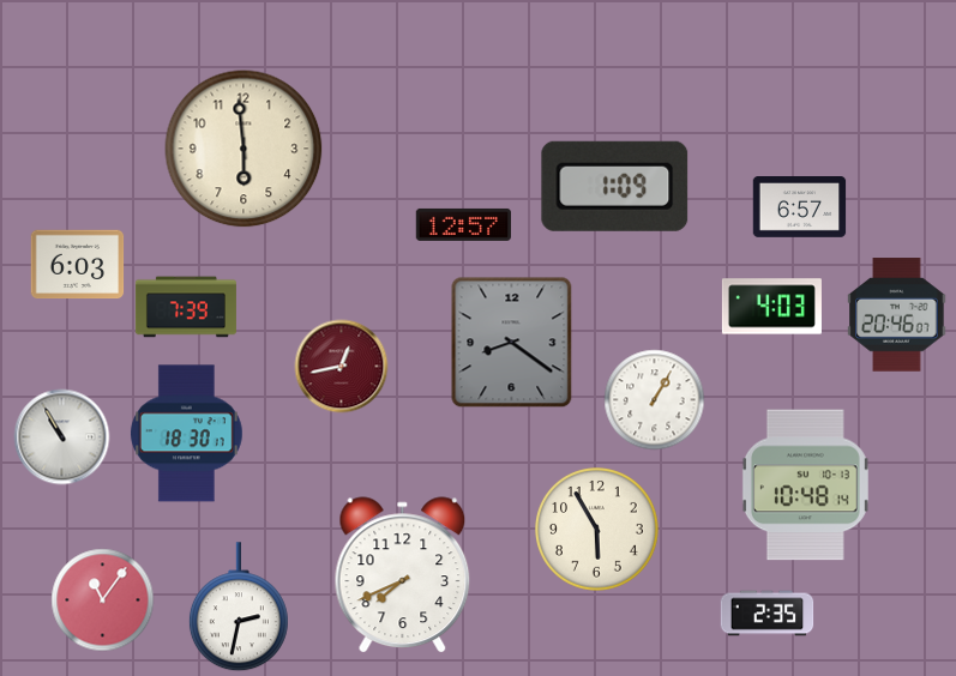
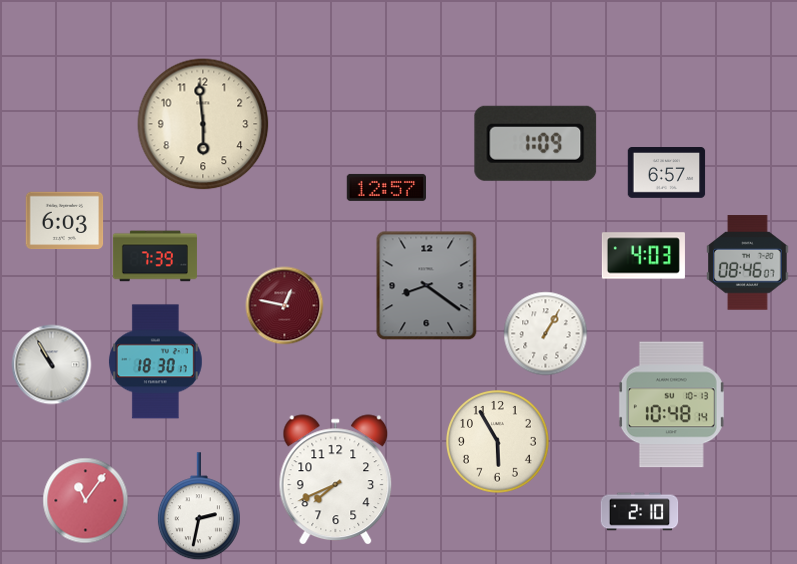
clock at (615, 186) position: (615, 186) -> (536, 143)
clock at (897, 315): 20:46 -> 08:46
clock at (341, 366): 12:43 -> 12:47
clock at (766, 614): 2:35 -> 2:10
